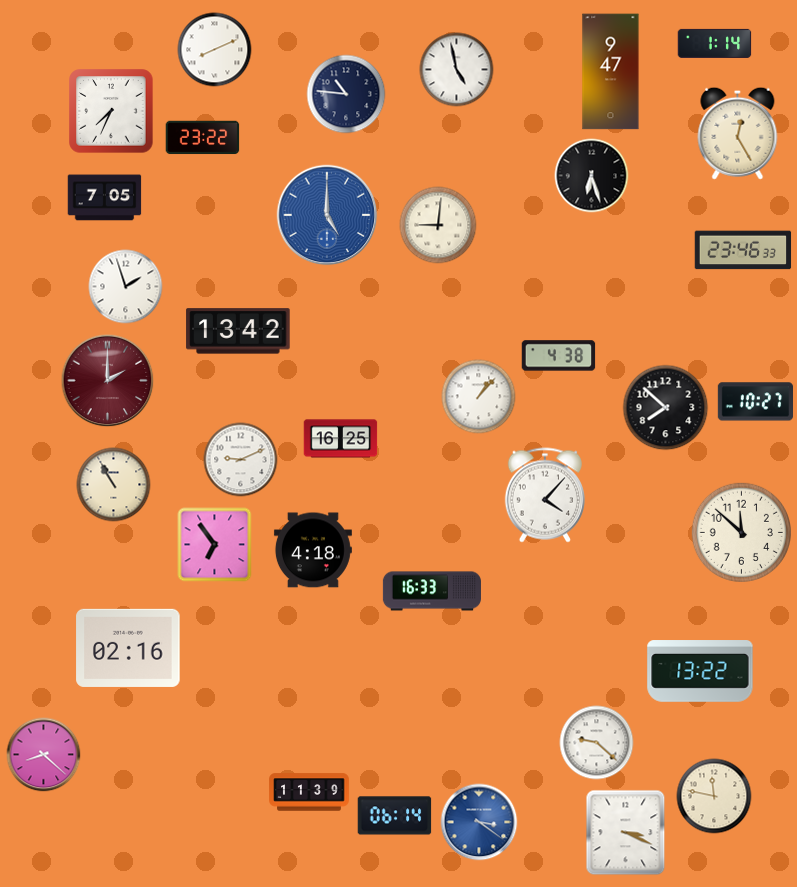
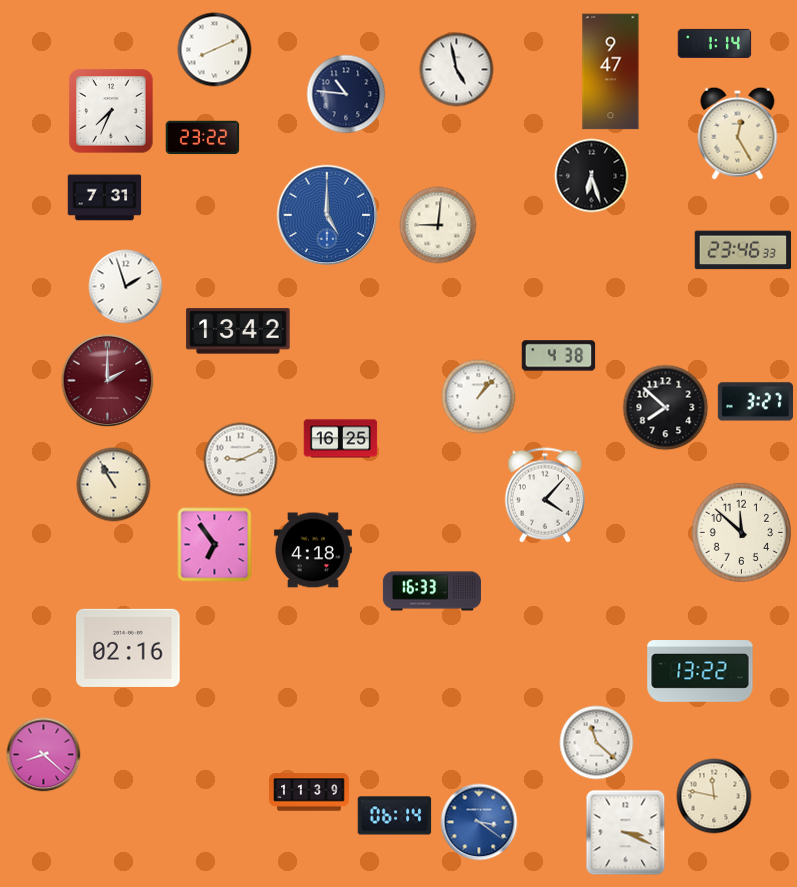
clock at (105, 198): 7:05 -> 7:31
clock at (755, 402): 10:27 -> 3:27
clock at (597, 743): 9:22 -> 11:22
